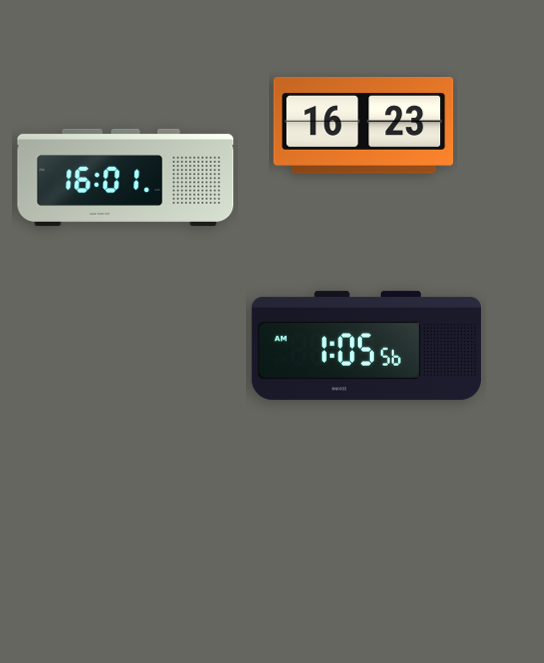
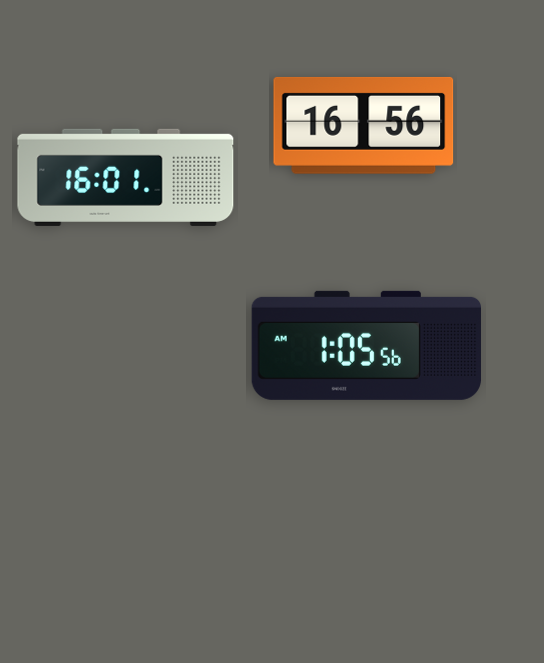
clock at (364, 125): 16:23 -> 16:56
